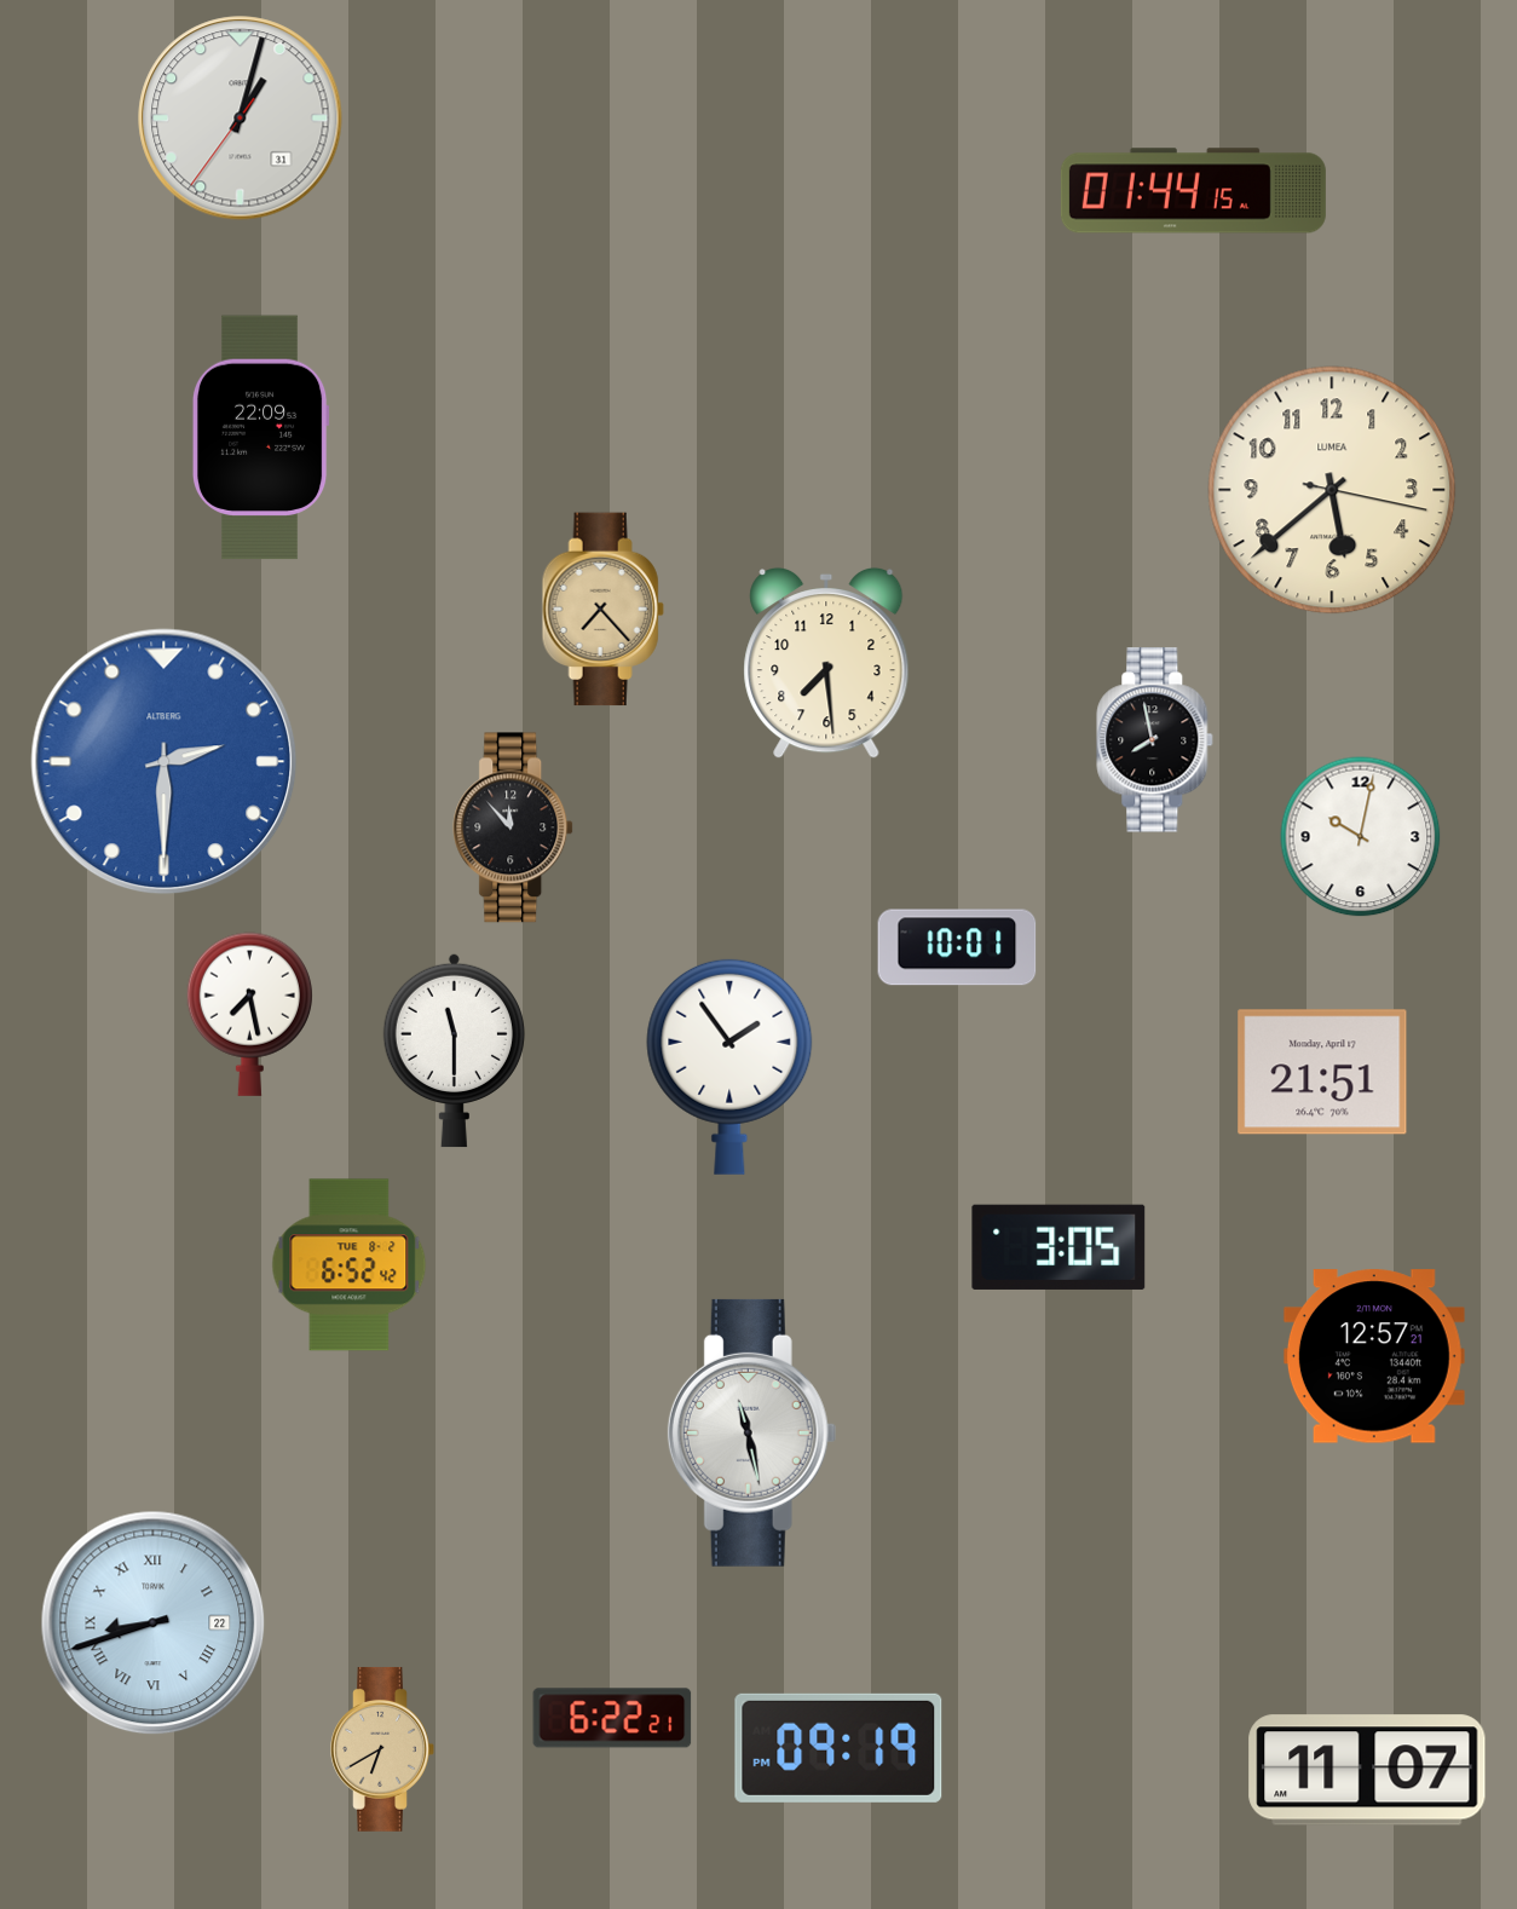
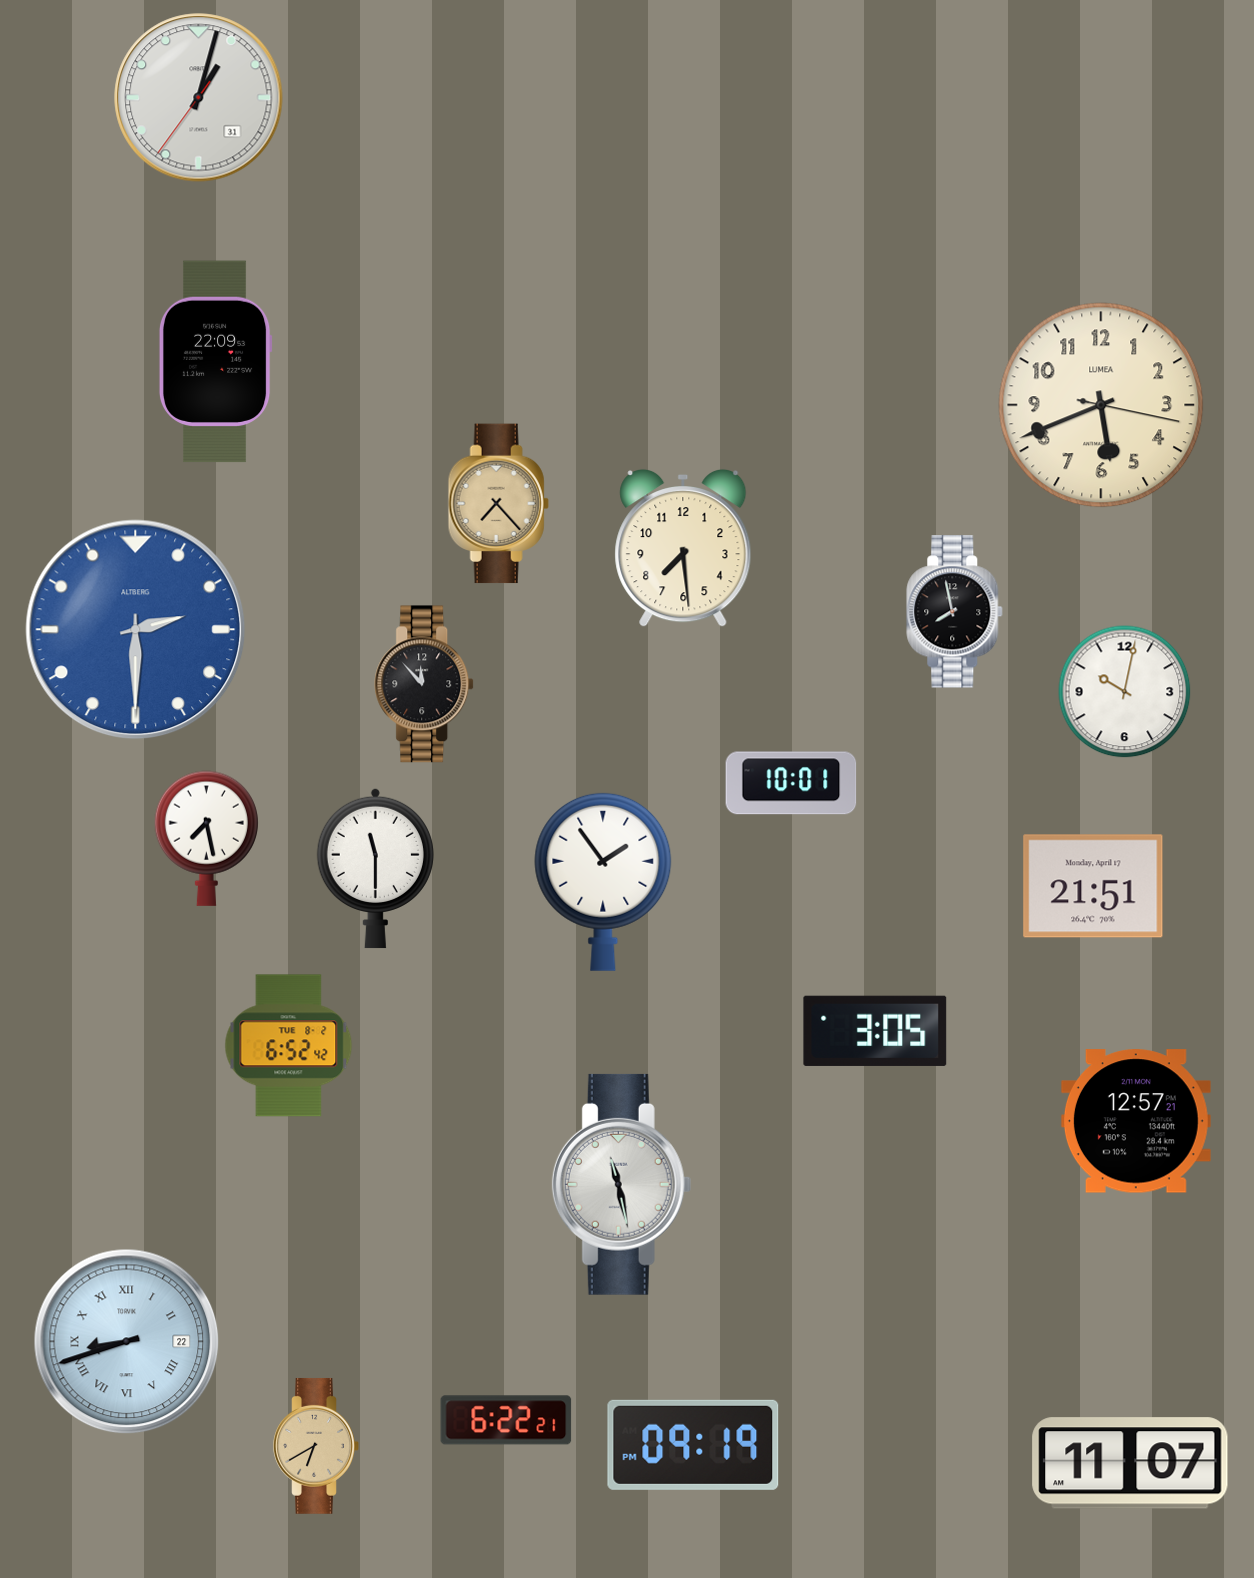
clock at (1193, 191): 01:44 -> none
clock at (1332, 490): 5:38 -> 5:41
